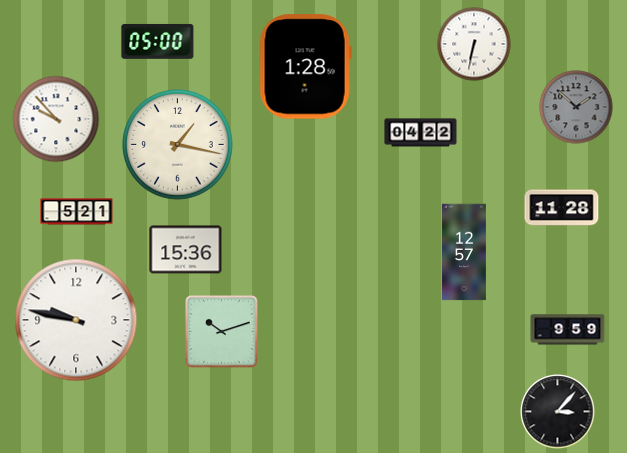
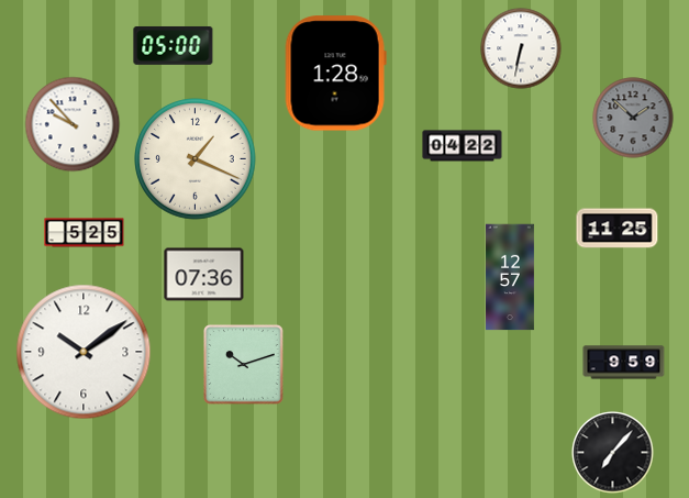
clock at (56, 119) position: (56, 119) -> (73, 124)
clock at (178, 145): 1:17 -> 1:19
clock at (562, 208): 11:28 -> 11:25
clock at (77, 212): 5:21 -> 5:25
clock at (186, 250): 15:36 -> 07:36
clock at (76, 320): 9:47 -> 10:09
clock at (558, 412): 3:07 -> 7:07
